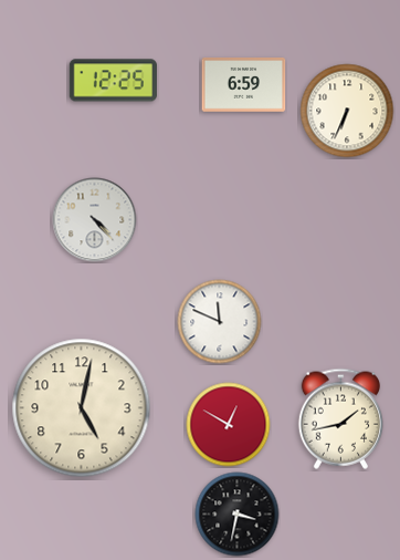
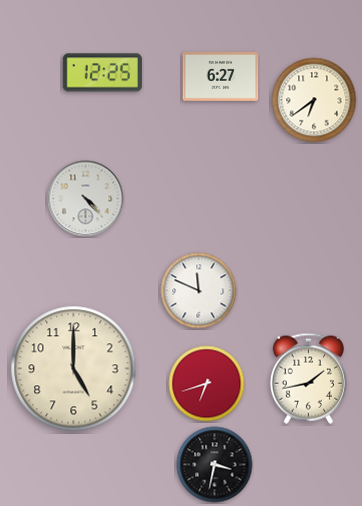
clock at (244, 85): 6:59 -> 6:27
clock at (347, 111): 6:34 -> 6:39
clock at (82, 408): 5:02 -> 5:00
clock at (229, 425): 12:50 -> 6:42
